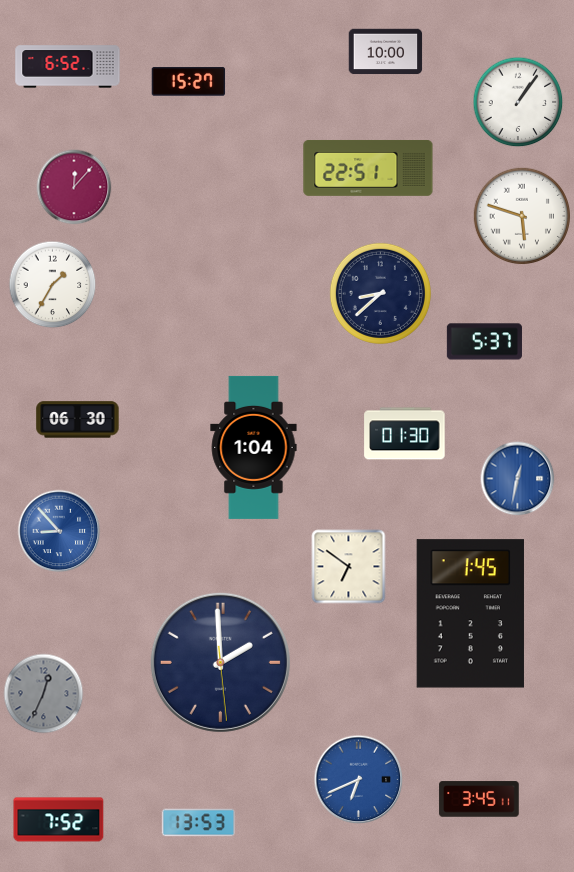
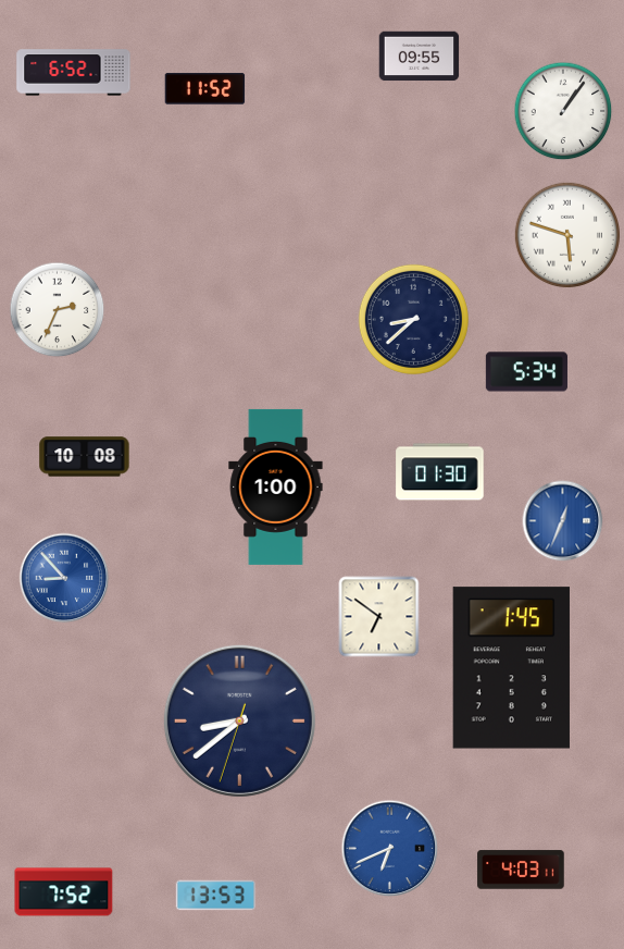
clock at (386, 52): 10:00 -> 09:55
clock at (189, 82): 15:27 -> 11:52
clock at (368, 168): 22:51 -> none
clock at (74, 187): 12:07 -> none
clock at (53, 285): 1:35 -> 2:34
clock at (484, 342): 5:37 -> 5:34
clock at (78, 420): 06:30 -> 10:08
clock at (254, 447): 1:04 -> 1:00
clock at (518, 479): 12:32 -> 12:34
clock at (220, 662): 1:59 -> 8:38
clock at (44, 694): 12:34 -> none
clock at (479, 799): 3:45 -> 4:03
